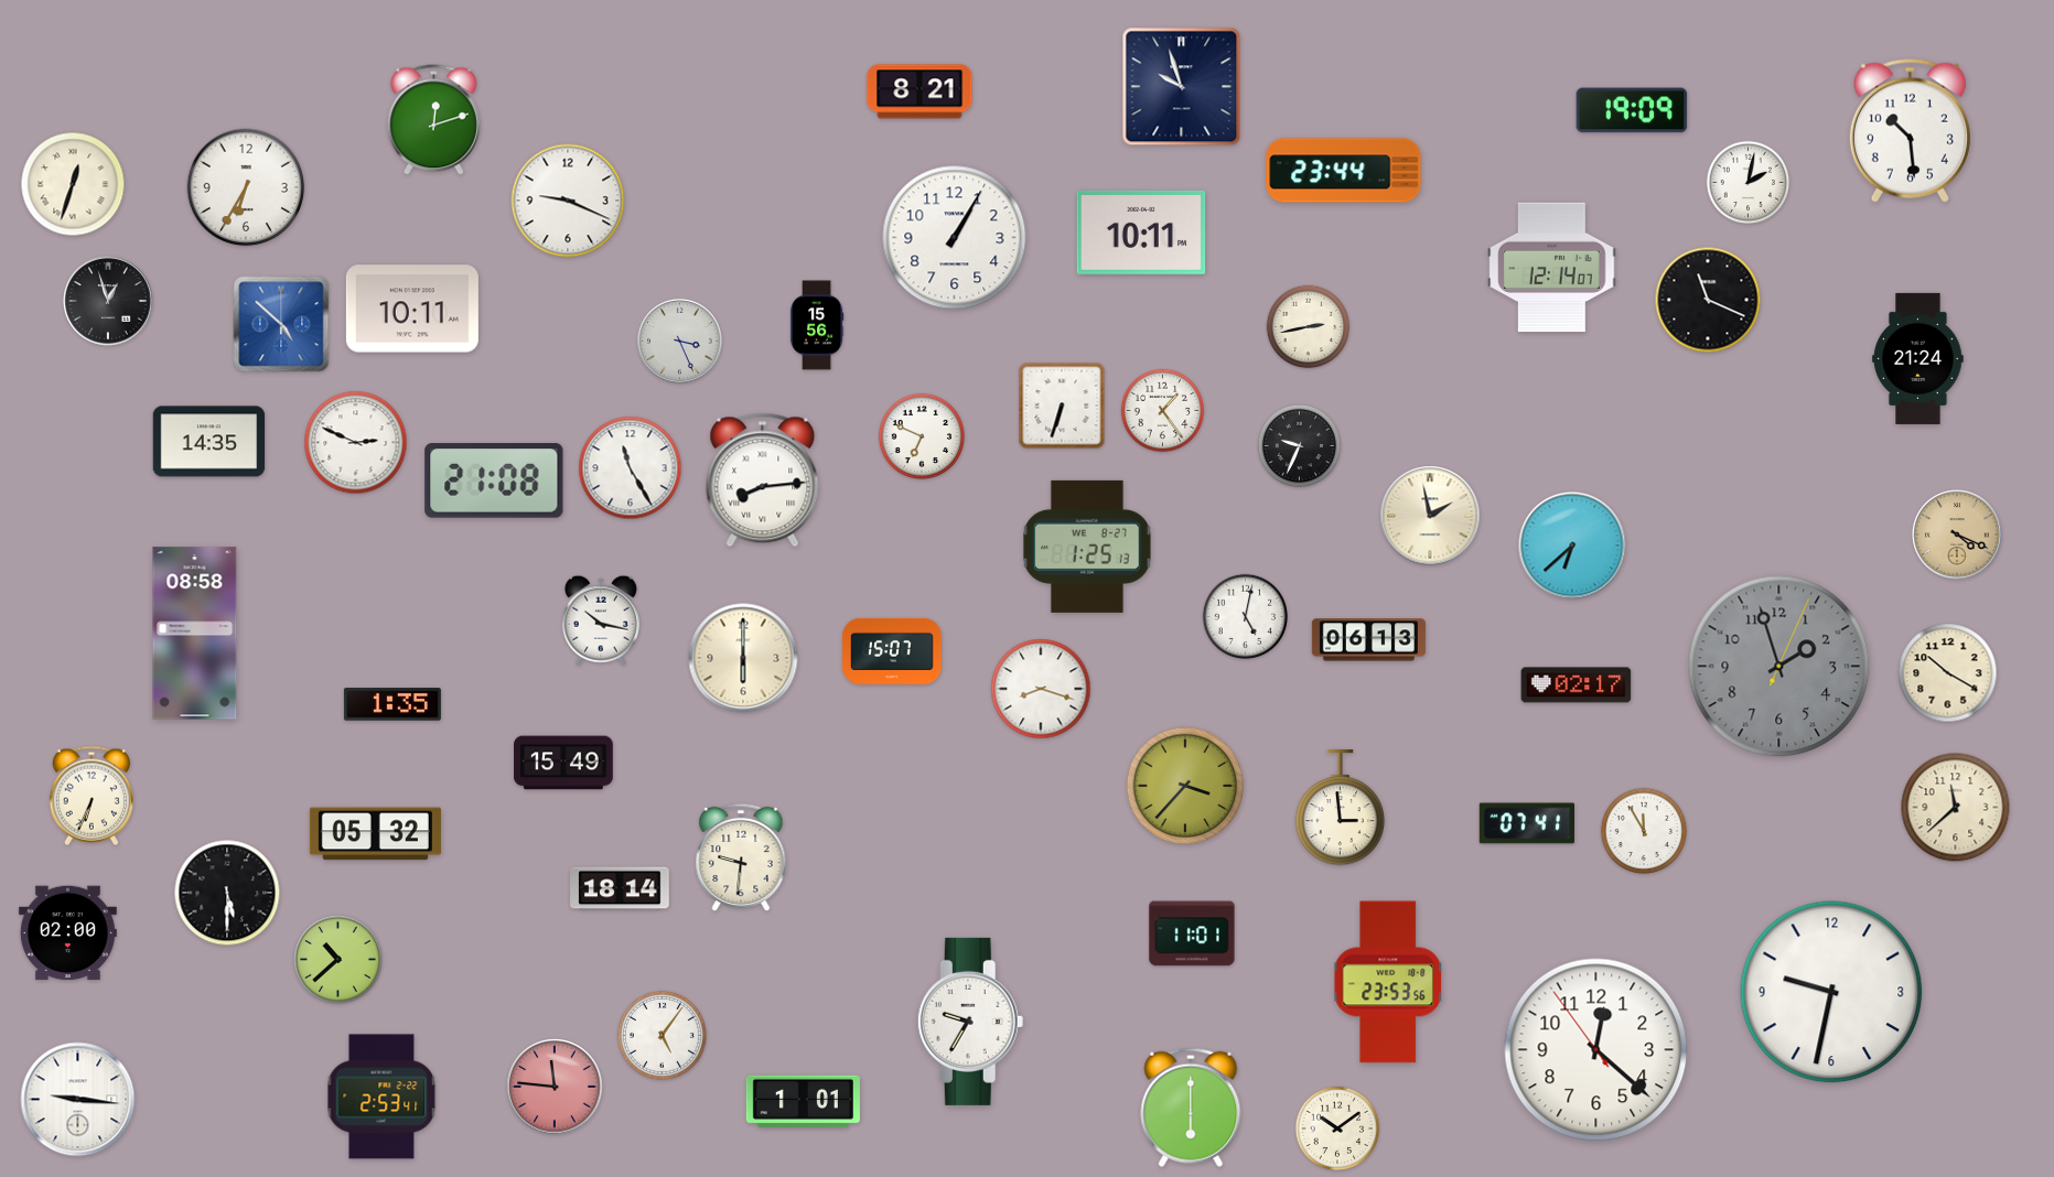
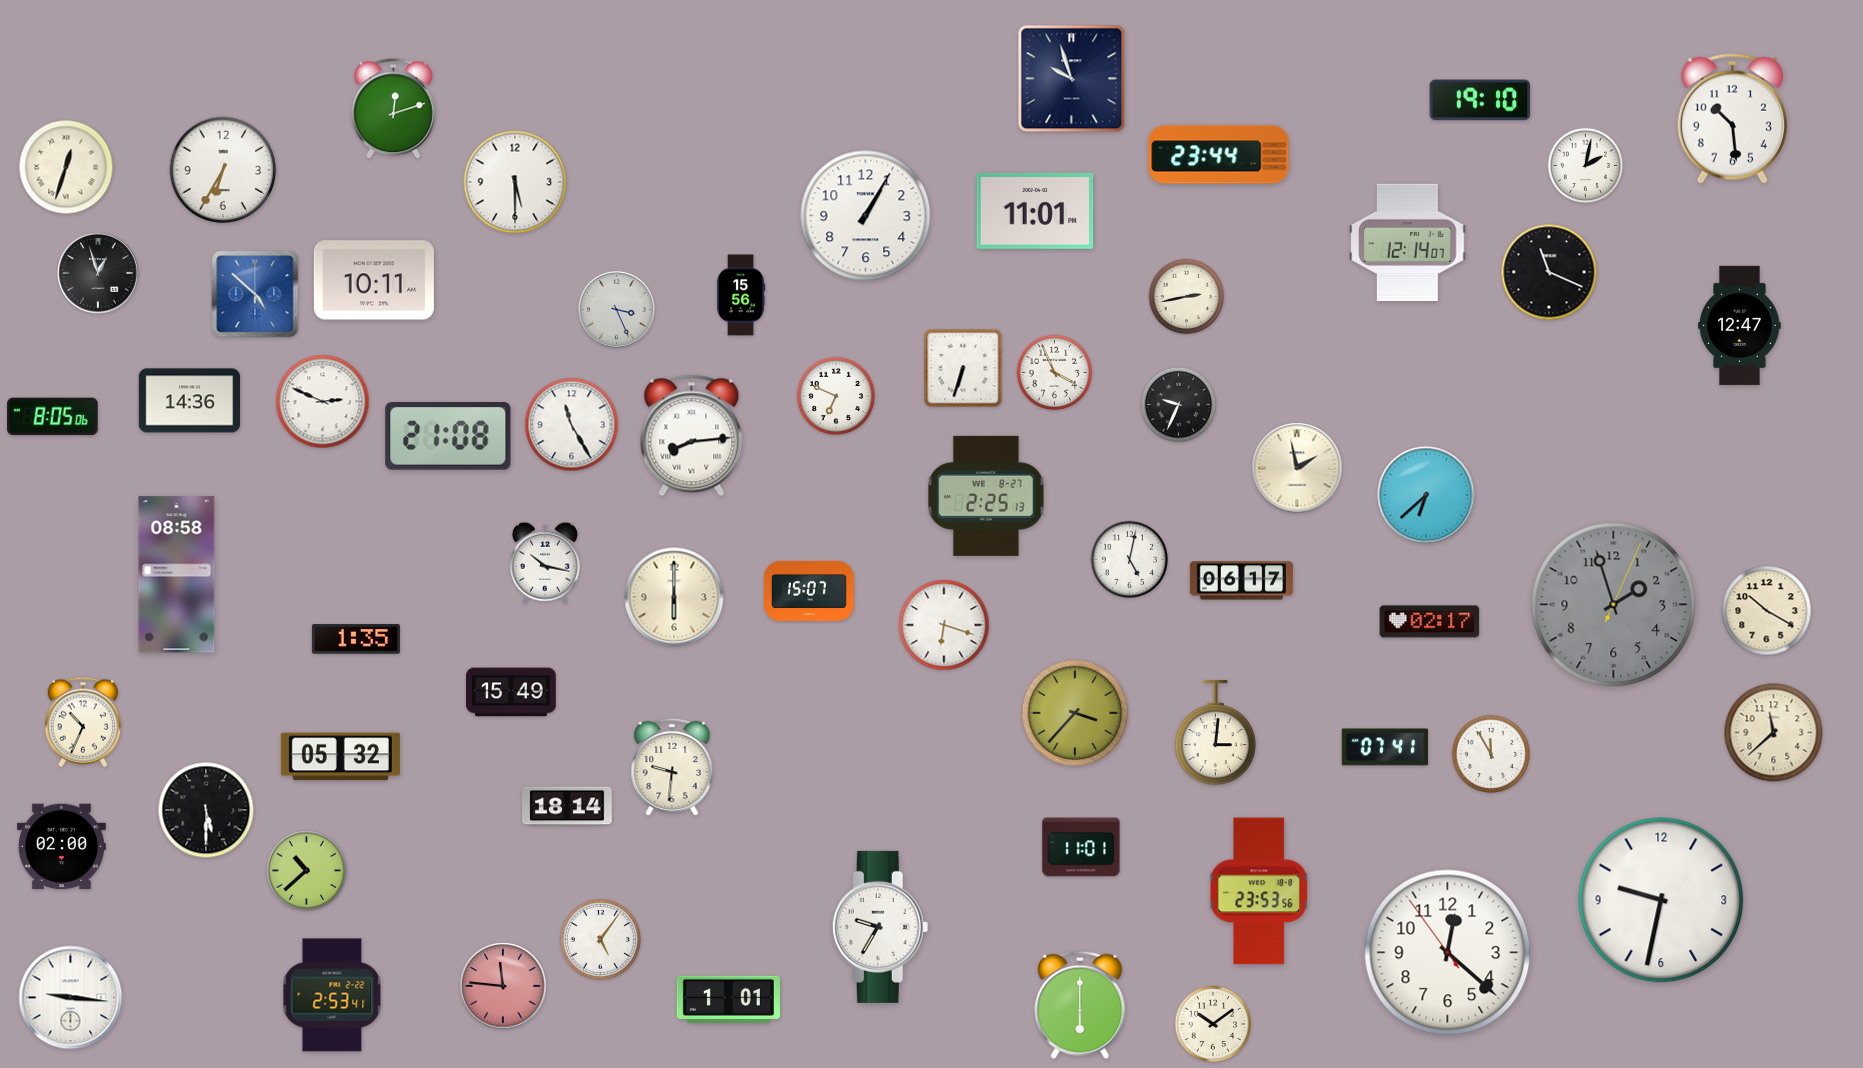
clock at (920, 91): 8:21 -> none
clock at (1632, 110): 19:09 -> 19:10
clock at (568, 201): 9:19 -> 5:30
clock at (1141, 233): 10:11 -> 11:01
clock at (1918, 358): 21:24 -> 12:47
clock at (1163, 411): 1:24 -> 3:56
clock at (209, 442): 14:35 -> 14:36
clock at (53, 417): none -> 8:05
clock at (1957, 534): 4:19 -> none
clock at (1088, 547): 1:25 -> 2:25
clock at (1368, 640): 06:13 -> 06:17
clock at (1041, 689): 8:18 -> 6:18
clock at (90, 796): 6:34 -> 10:34
clock at (1341, 808): 2:59 -> 3:01
clock at (741, 857) position: (741, 857) -> (672, 767)
clock at (620, 888) position: (620, 888) -> (567, 806)
clock at (381, 1097) position: (381, 1097) -> (332, 995)
